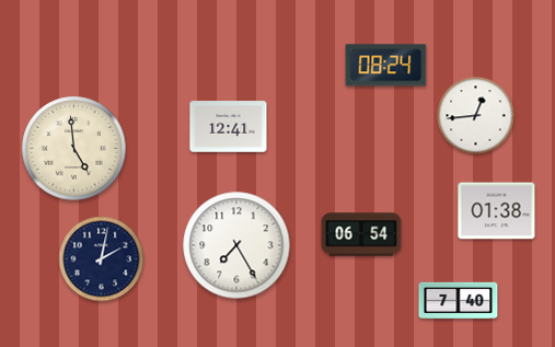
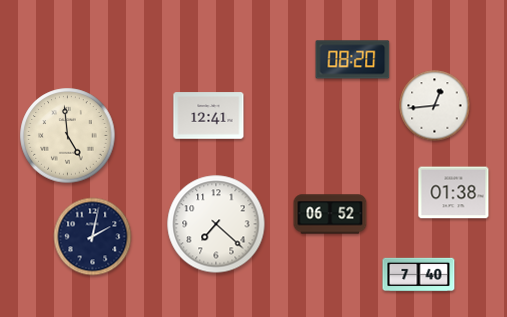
clock at (386, 66): 08:24 -> 08:20
clock at (361, 234): 06:54 -> 06:52
clock at (236, 245): 7:25 -> 7:22
